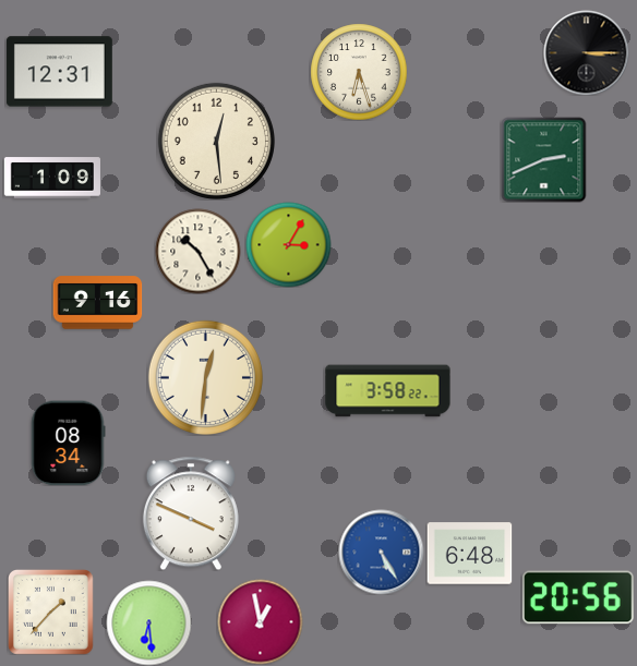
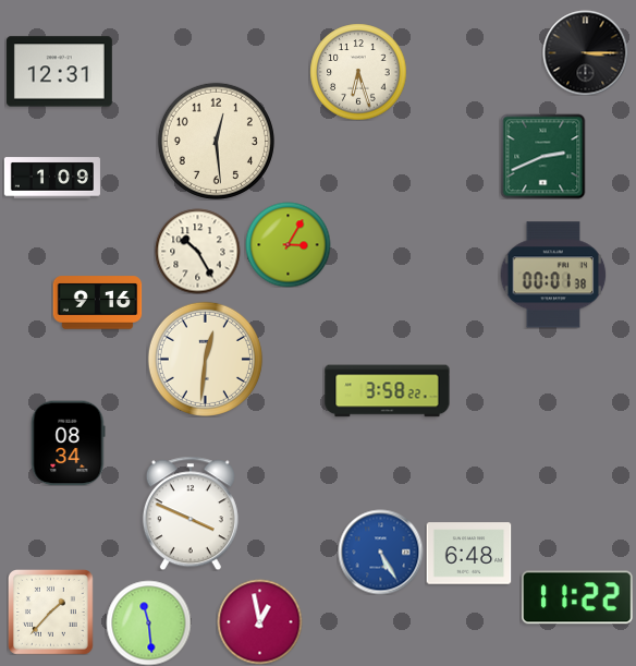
clock at (543, 159) position: (543, 159) -> (542, 156)
clock at (553, 275): none -> 00:01
clock at (205, 377) position: (205, 377) -> (205, 359)
clock at (579, 597): 20:56 -> 11:22
clock at (148, 622): 6:29 -> 11:29
